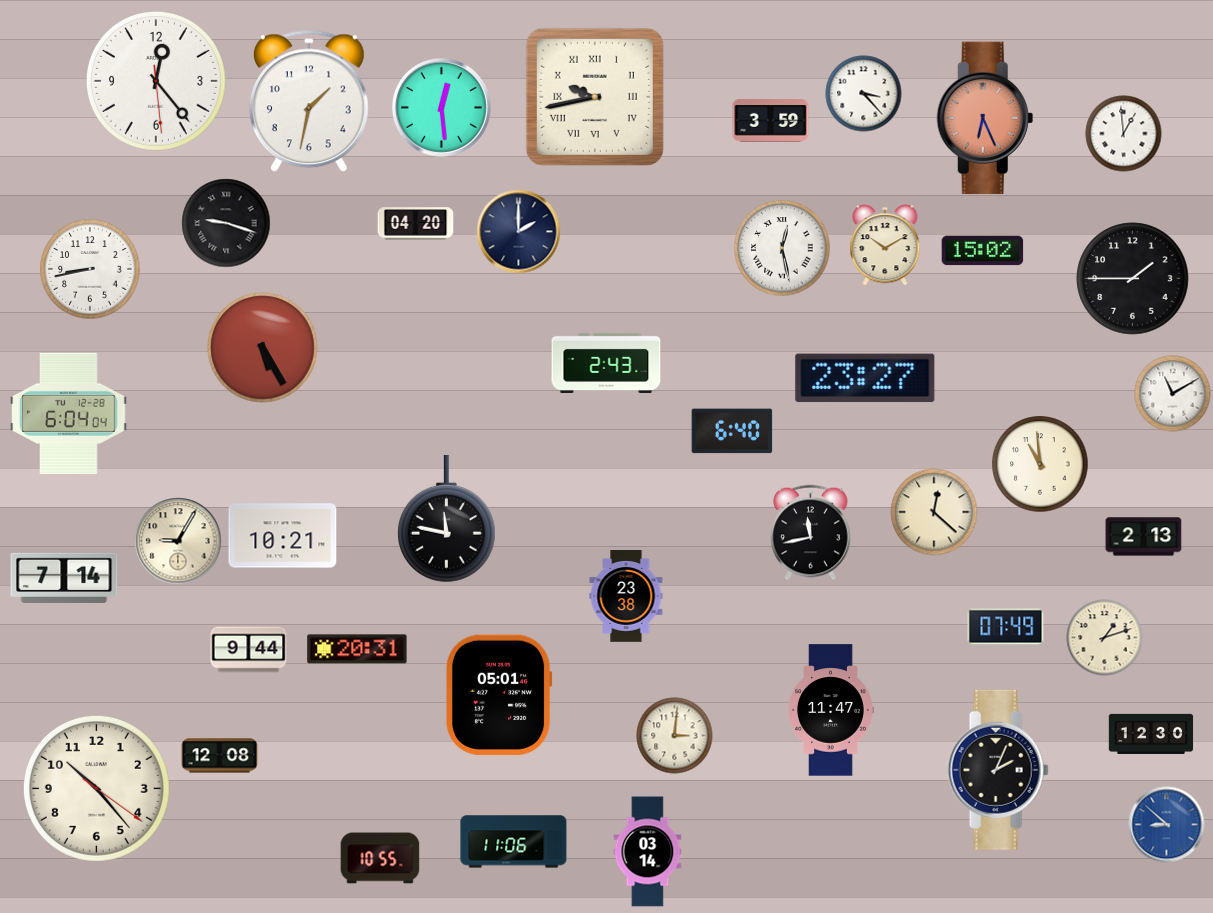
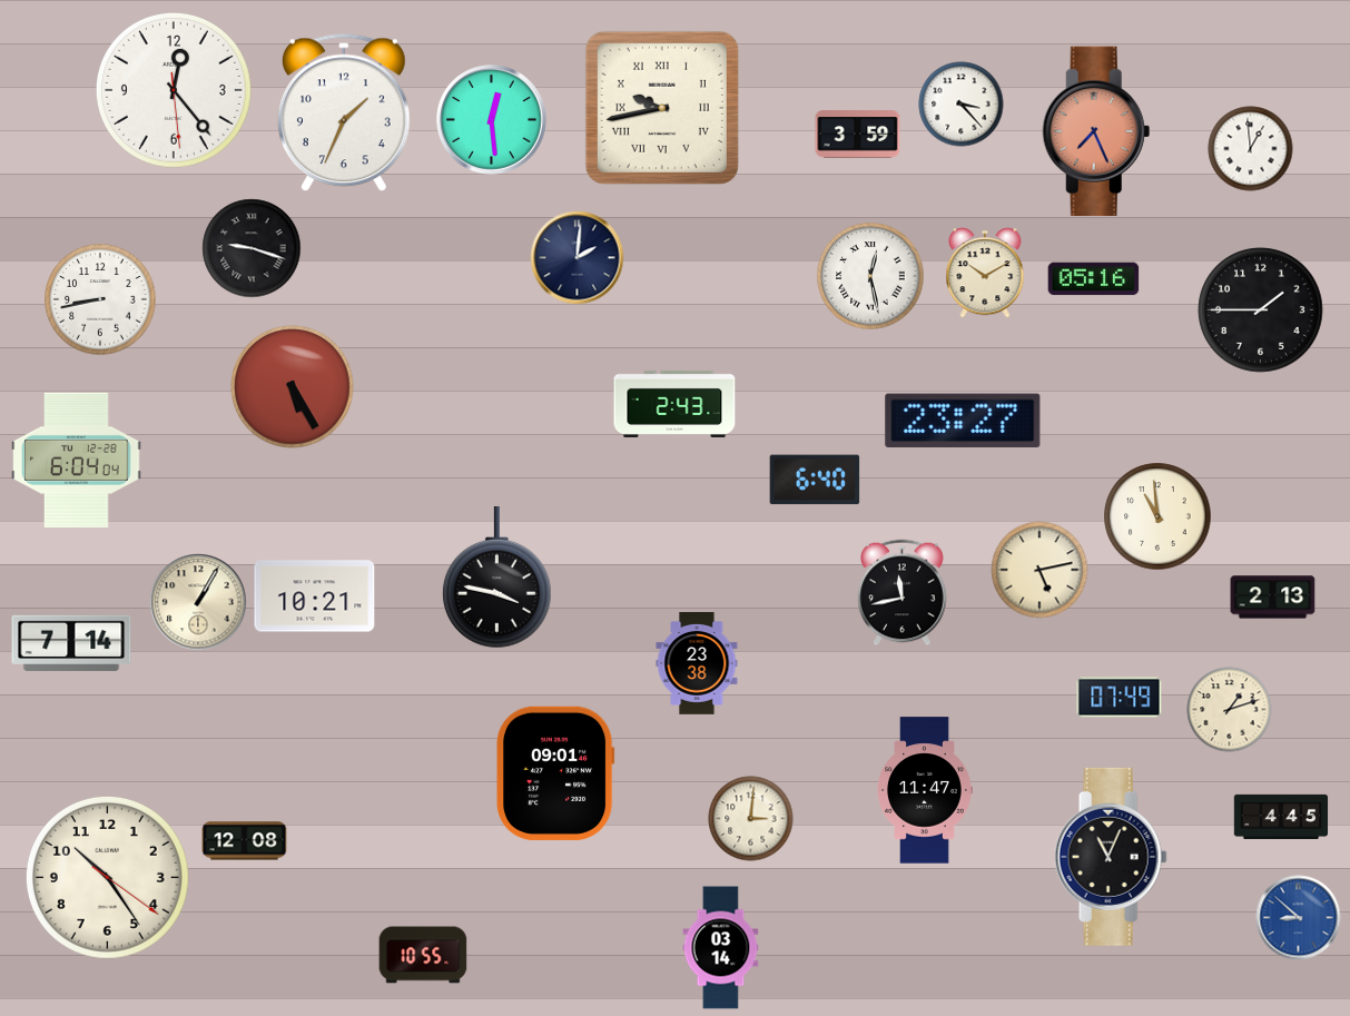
clock at (309, 101): 1:32 -> 1:34
clock at (985, 118): 6:26 -> 7:26
clock at (416, 224): 04:20 -> none
clock at (519, 232): 2:00 -> 2:01
clock at (983, 251): 15:02 -> 05:16
clock at (1173, 394): 11:10 -> none
clock at (934, 512): 12:22 -> 5:13
clock at (446, 519): 11:47 -> 3:47
clock at (178, 541): 9:05 -> 1:05
clock at (357, 649): 20:31 -> none
clock at (249, 650): 9:44 -> none
clock at (500, 695): 05:01 -> 09:01
clock at (1151, 734): 12:30 -> 4:45
clock at (998, 770): 2:04 -> 11:04
clock at (96, 788): 10:23 -> 10:24
clock at (514, 842): 11:06 -> none
